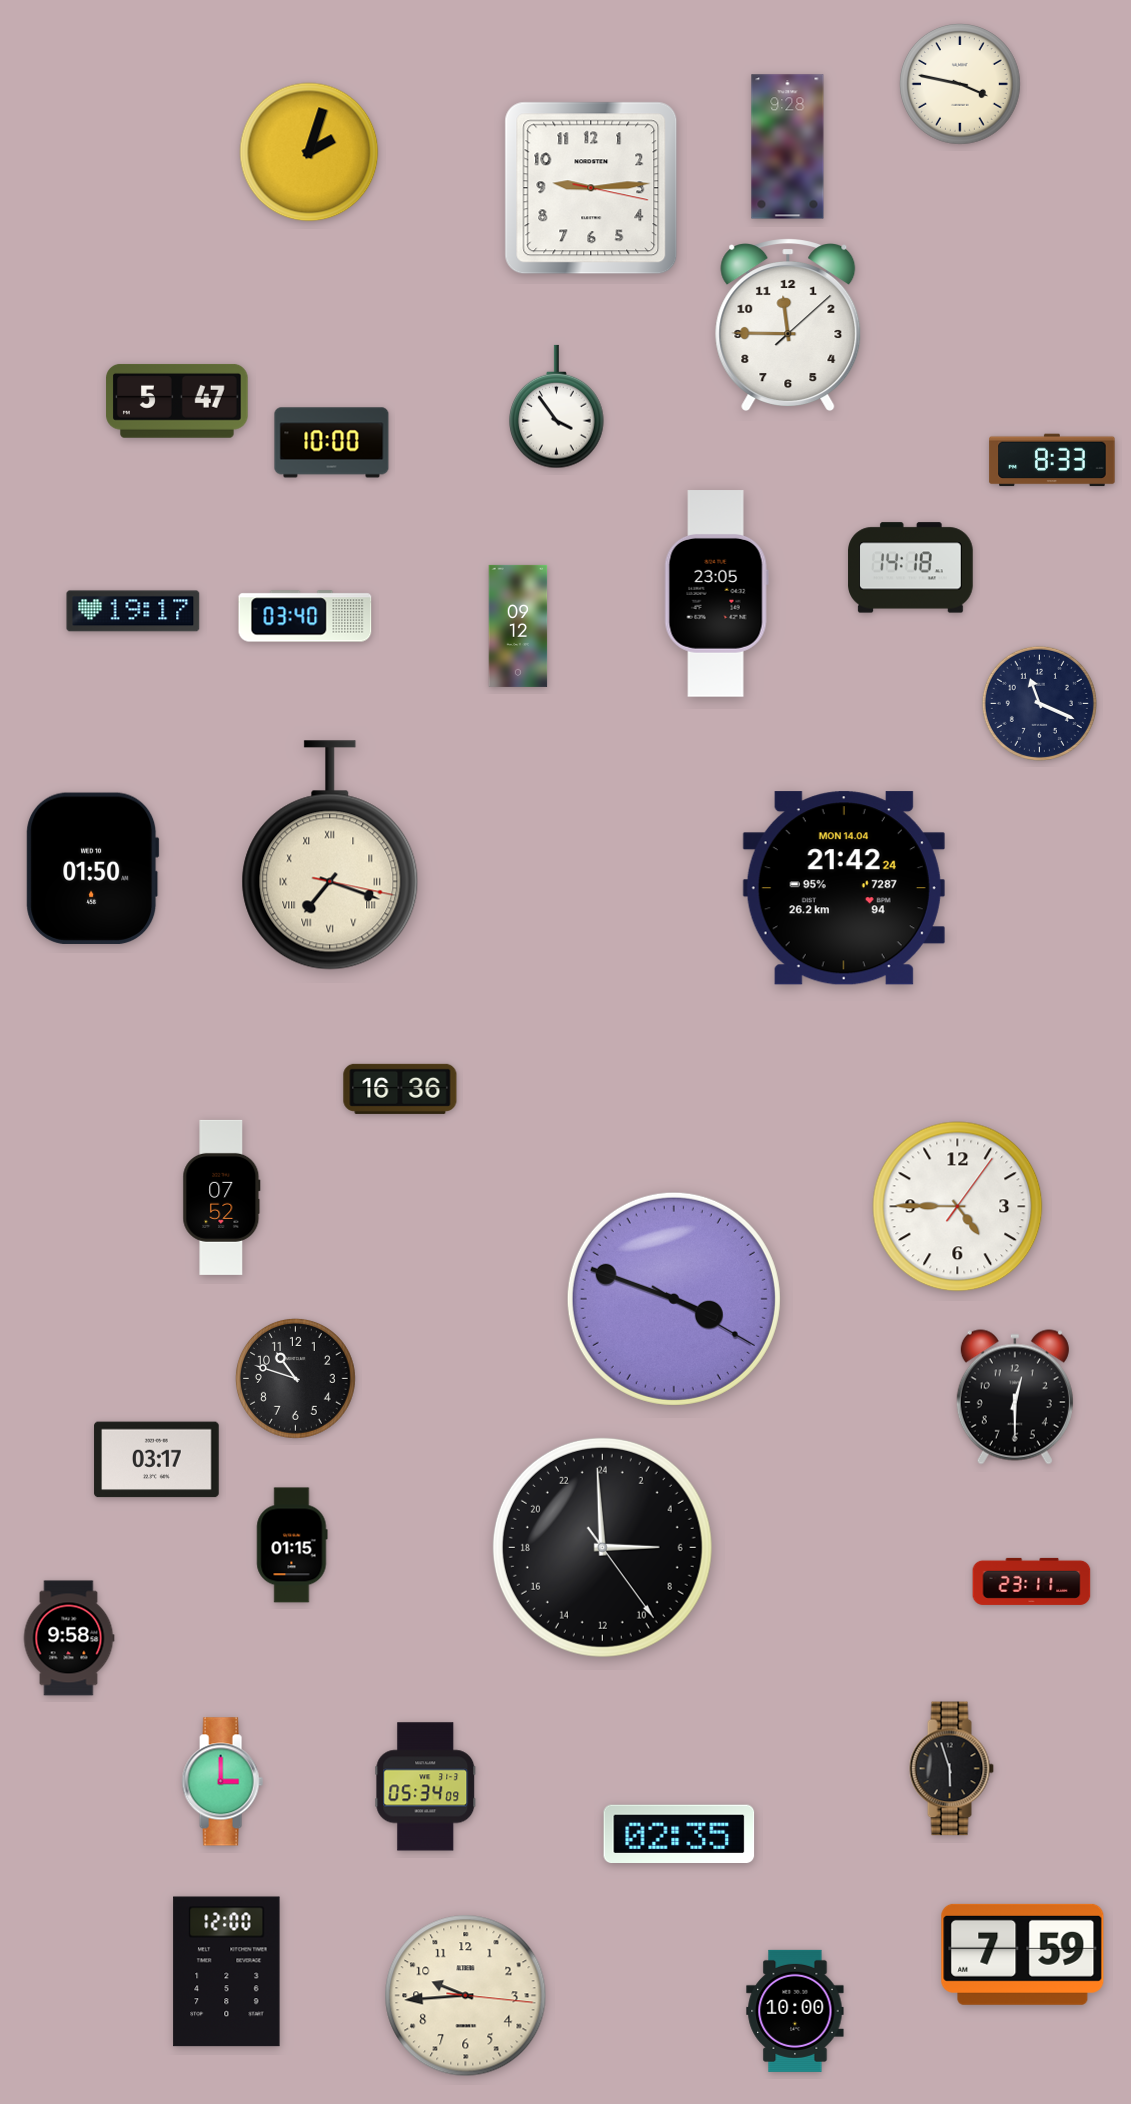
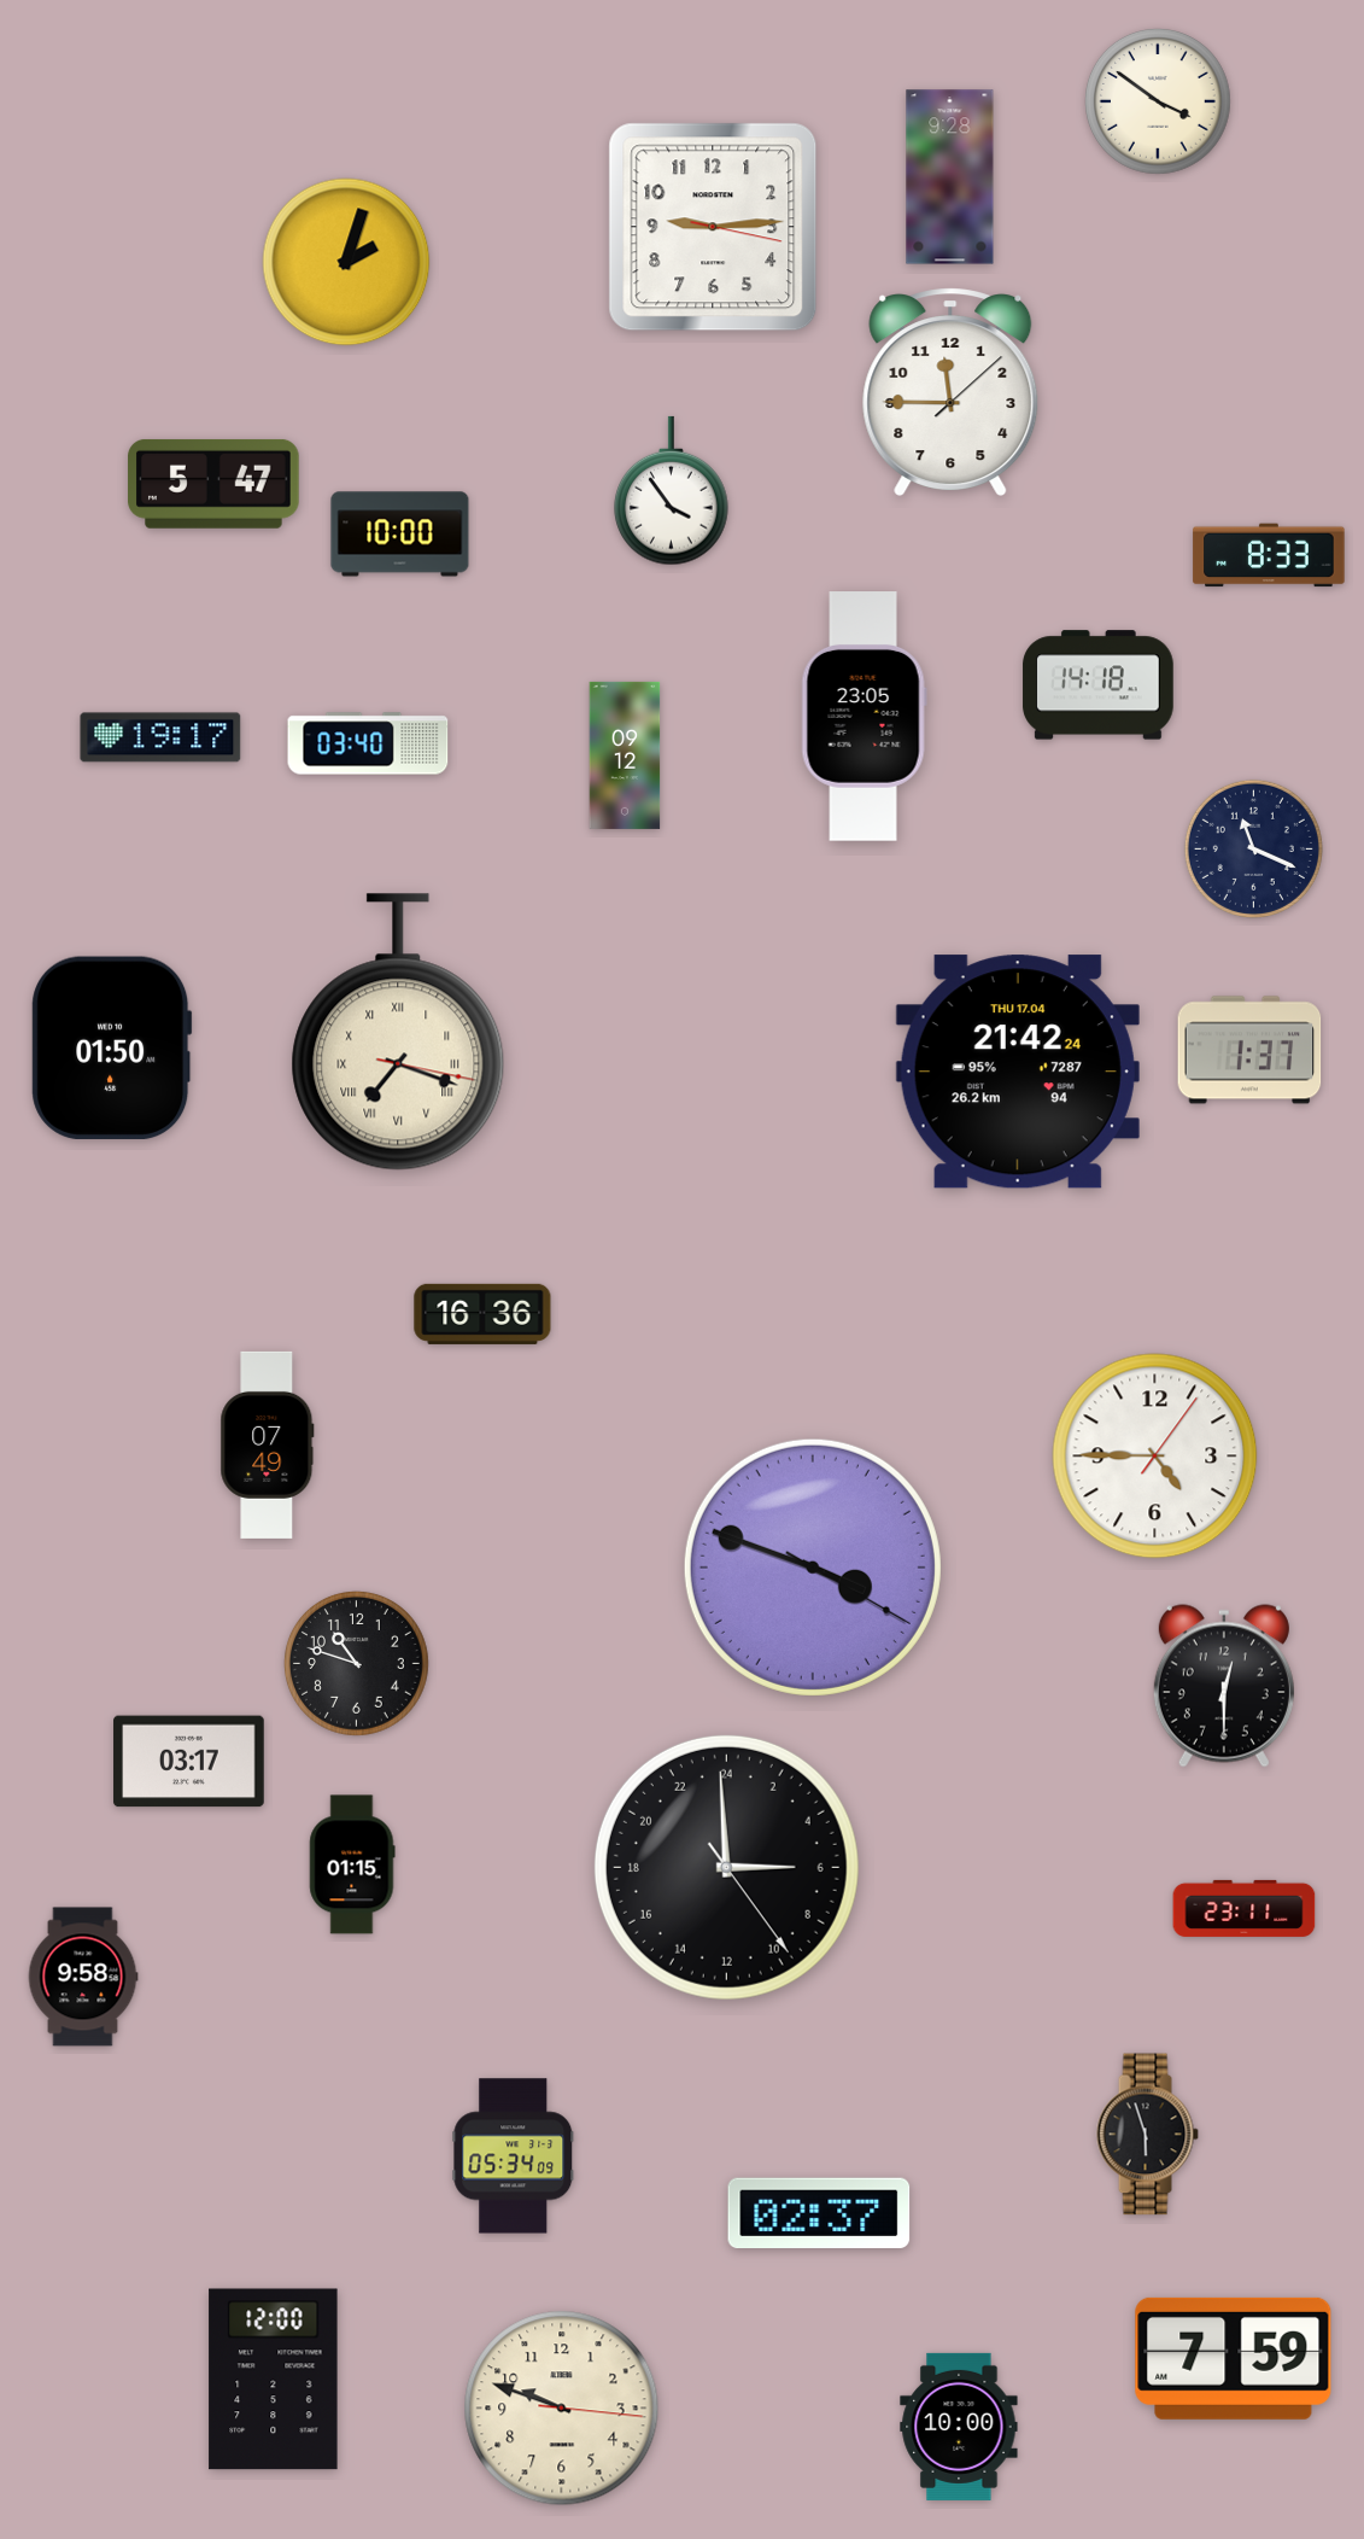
clock at (961, 85): 3:47 -> 3:51
clock at (309, 152) position: (309, 152) -> (346, 262)
clock at (1249, 1050): none -> 1:37
clock at (844, 888) date: MON 14.04 -> THU 17.04
clock at (222, 1197): 07:52 -> 07:49
clock at (222, 1782): 3:00 -> none
clock at (679, 1833): 02:35 -> 02:37
clock at (466, 1996): 9:44 -> 9:48
